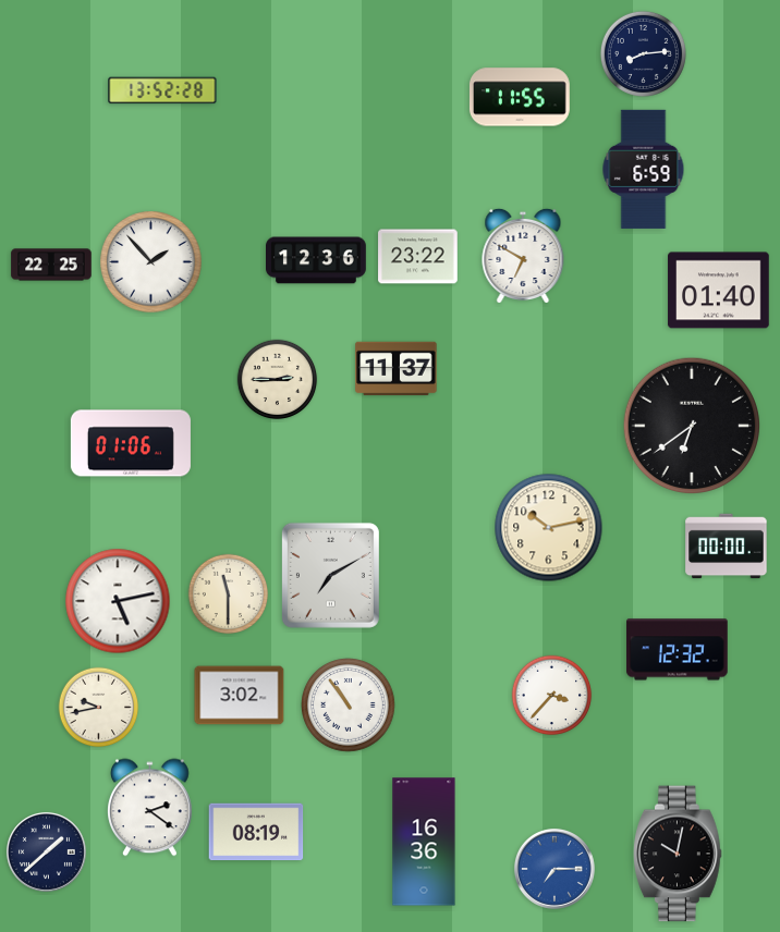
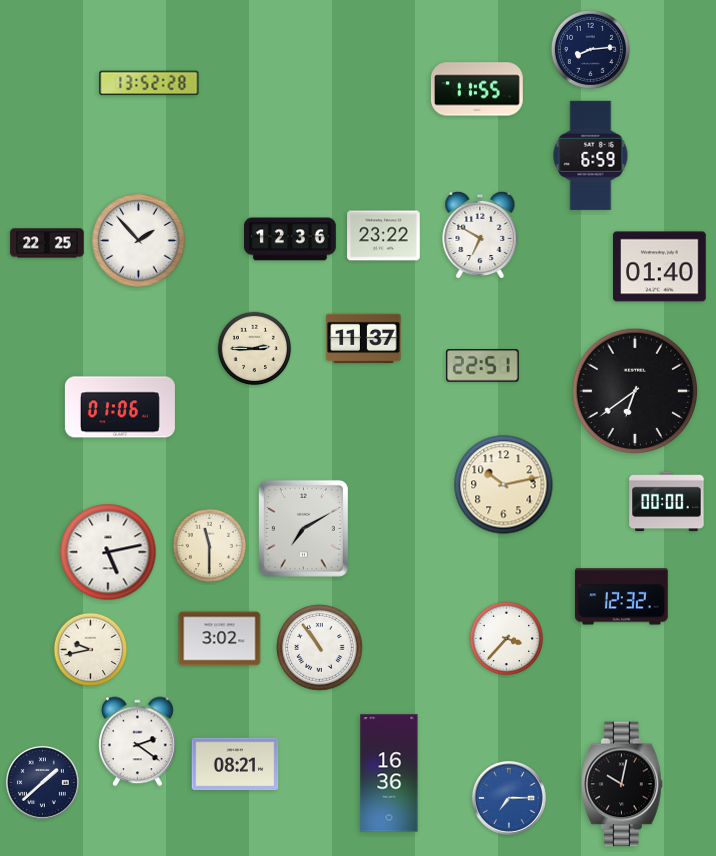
clock at (483, 366): none -> 22:51
clock at (256, 832): 08:19 -> 08:21
